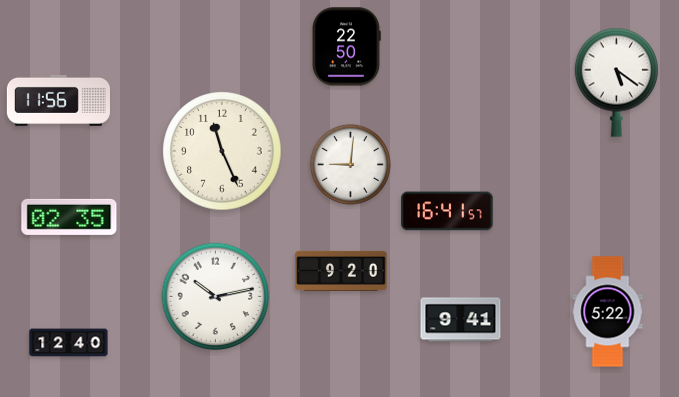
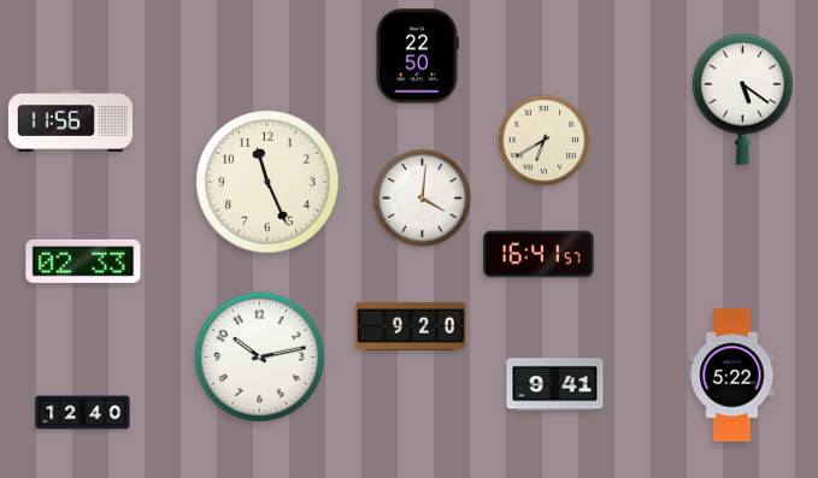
clock at (545, 141): none -> 6:40
clock at (350, 164): 9:01 -> 4:01
clock at (69, 217): 02:35 -> 02:33
